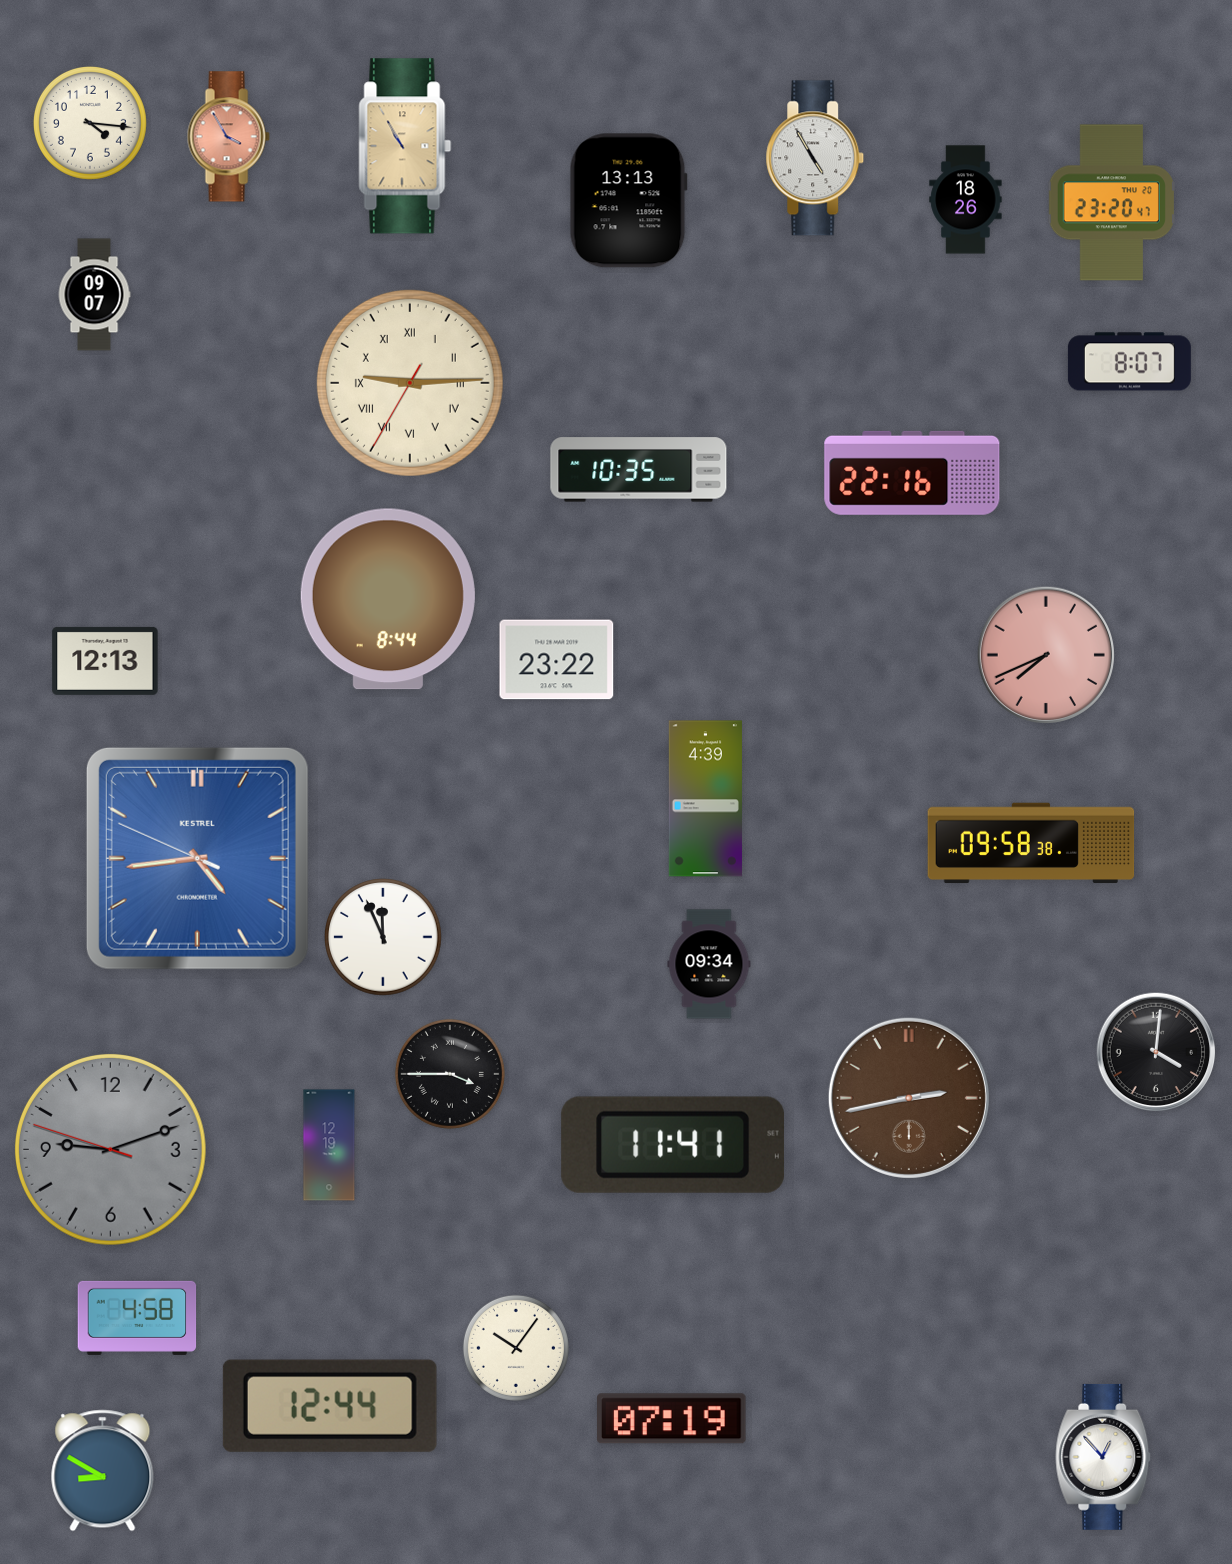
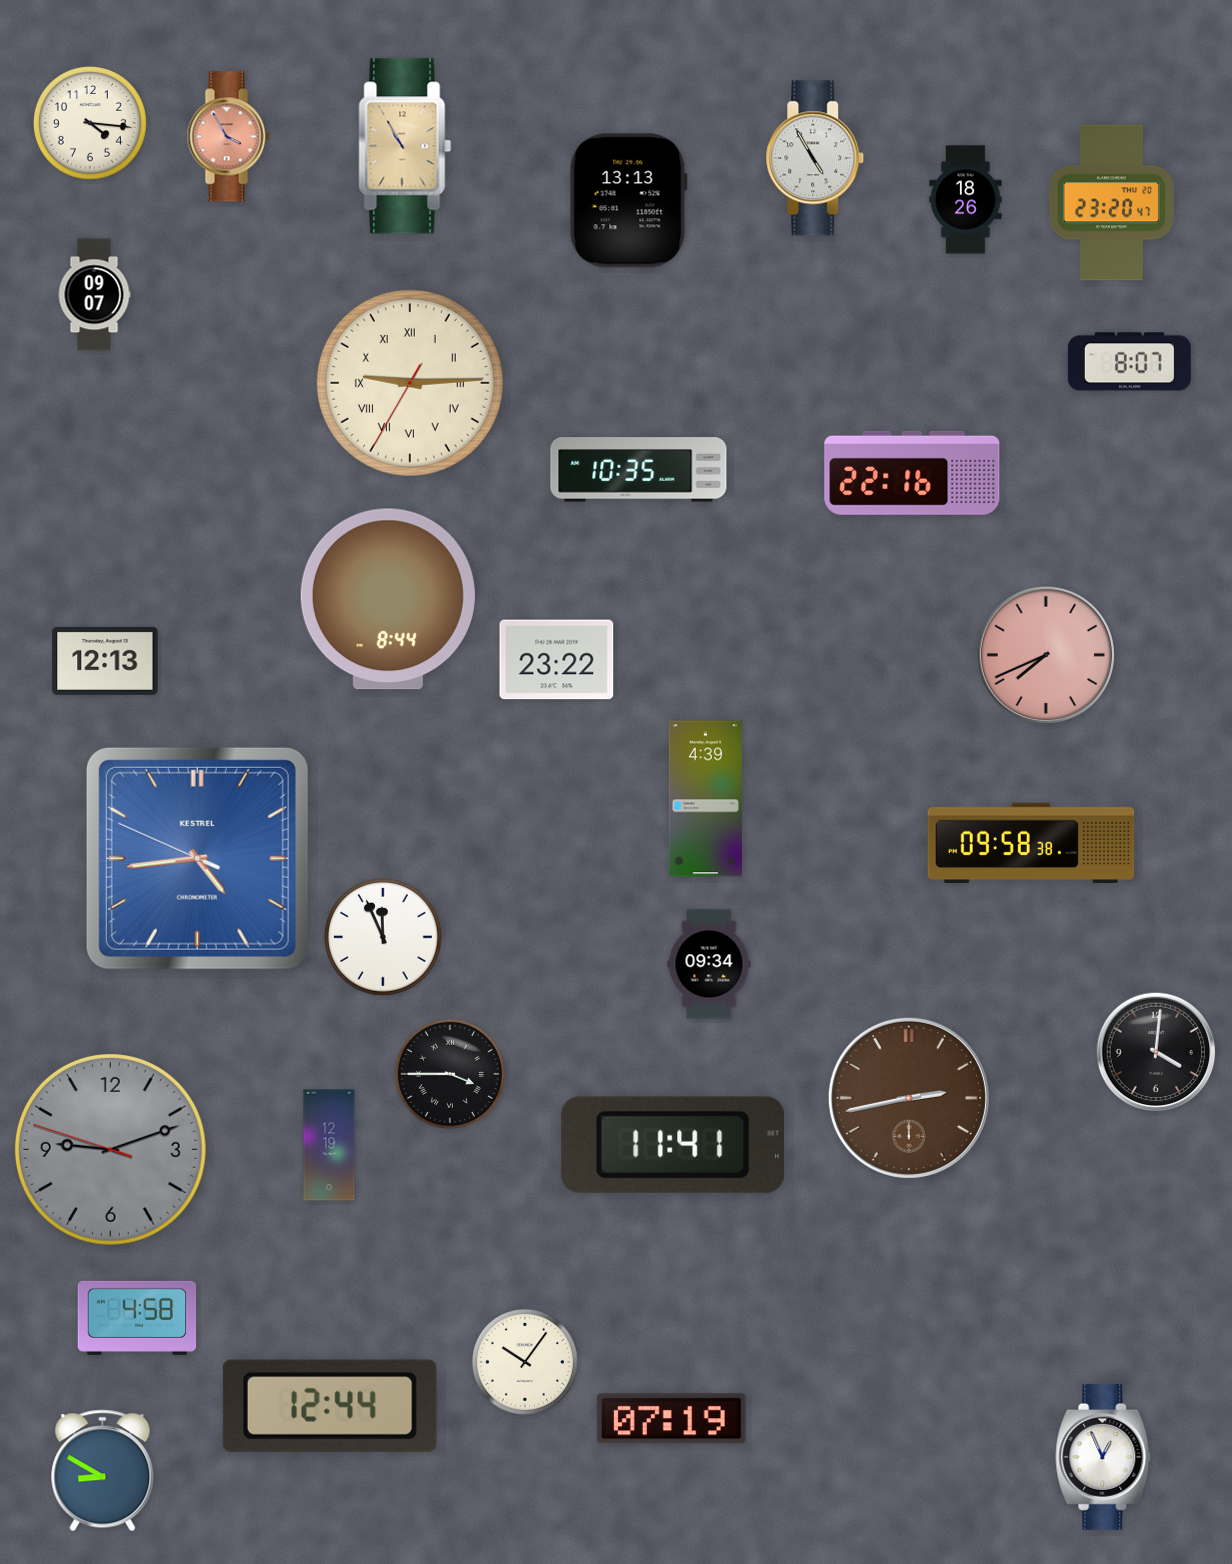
clock at (516, 1348) position: (516, 1348) -> (525, 1362)
clock at (1103, 1457): 12:53 -> 12:56
